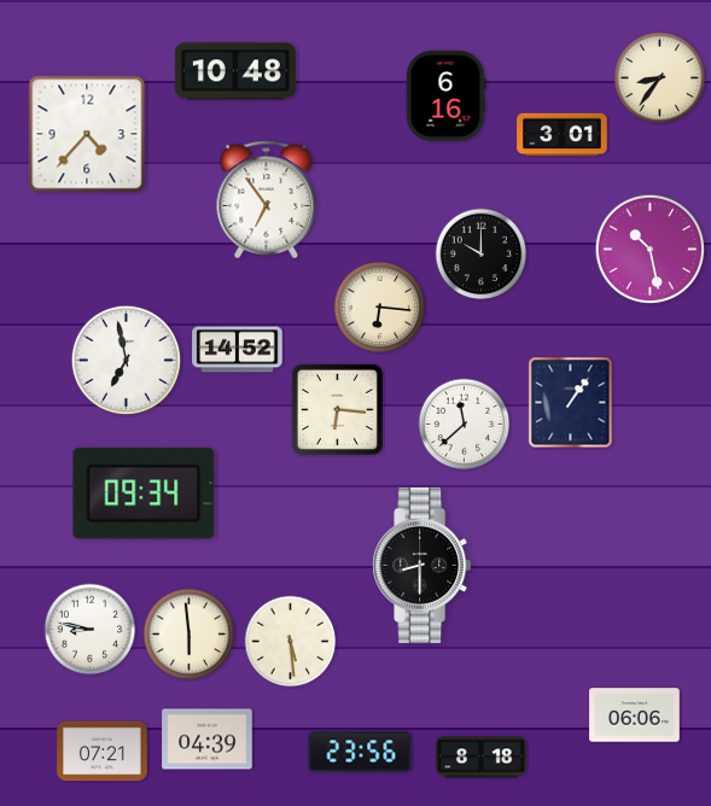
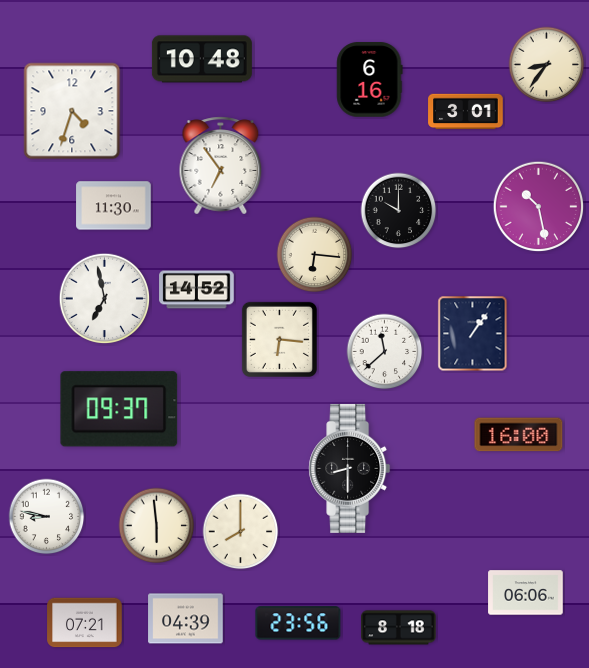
clock at (235, 71) position: (235, 71) -> (202, 59)
clock at (87, 134): 4:37 -> 4:33
clock at (114, 206): none -> 11:30
clock at (144, 493): 09:34 -> 09:37
clock at (519, 435): none -> 16:00
clock at (91, 630) position: (91, 630) -> (47, 517)
clock at (291, 642): 5:29 -> 8:00
clock at (208, 740) position: (208, 740) -> (186, 619)
